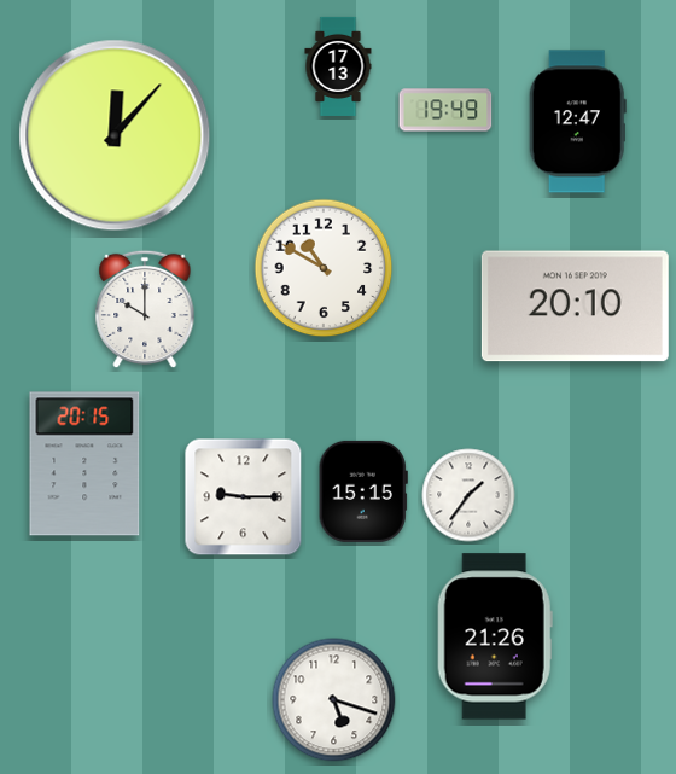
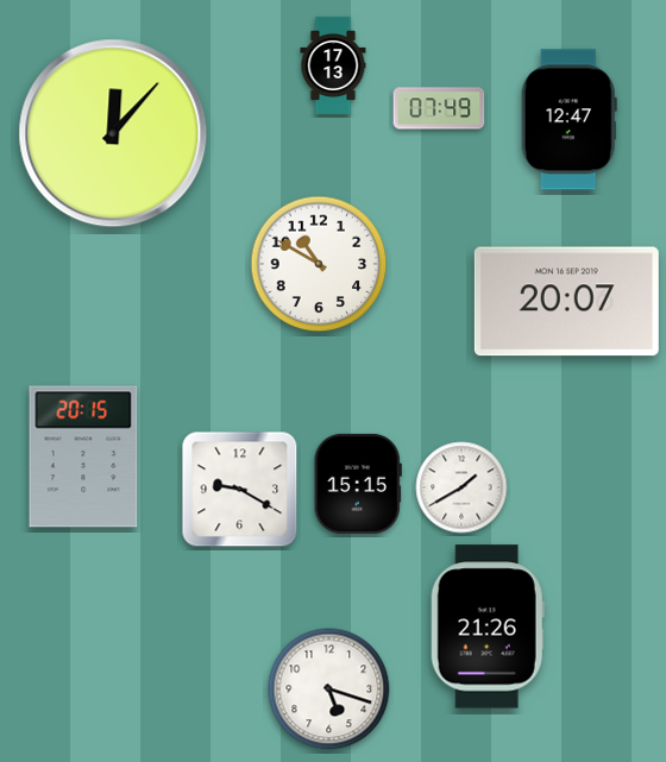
clock at (445, 110): 19:49 -> 07:49
clock at (575, 307): 20:10 -> 20:07
clock at (145, 309): 10:00 -> none
clock at (468, 495): 1:36 -> 1:40
clock at (244, 497): 9:15 -> 9:20
